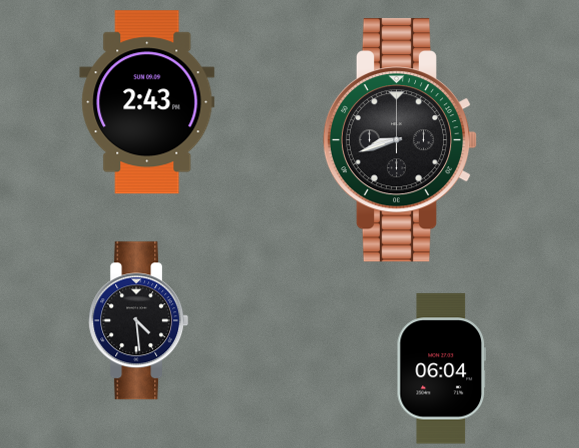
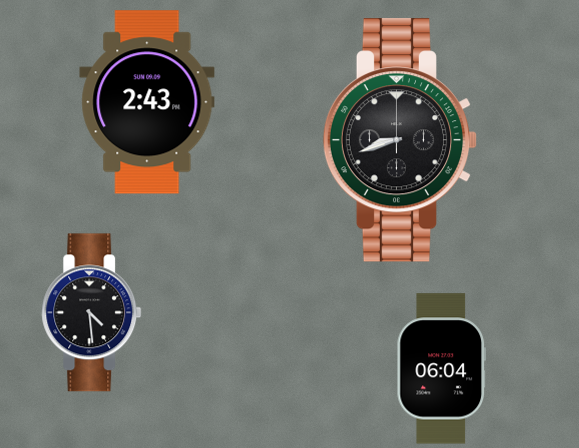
clock at (139, 321) position: (139, 321) -> (92, 313)
